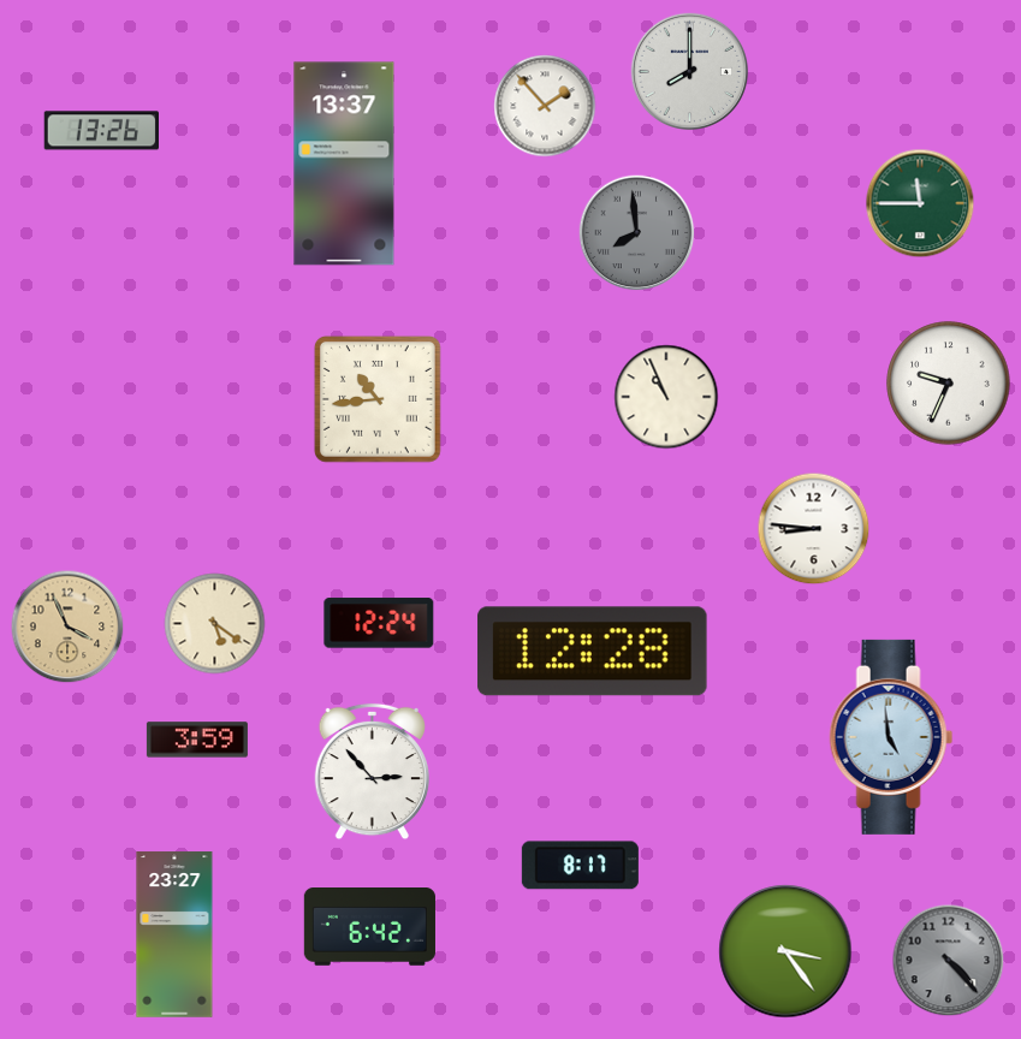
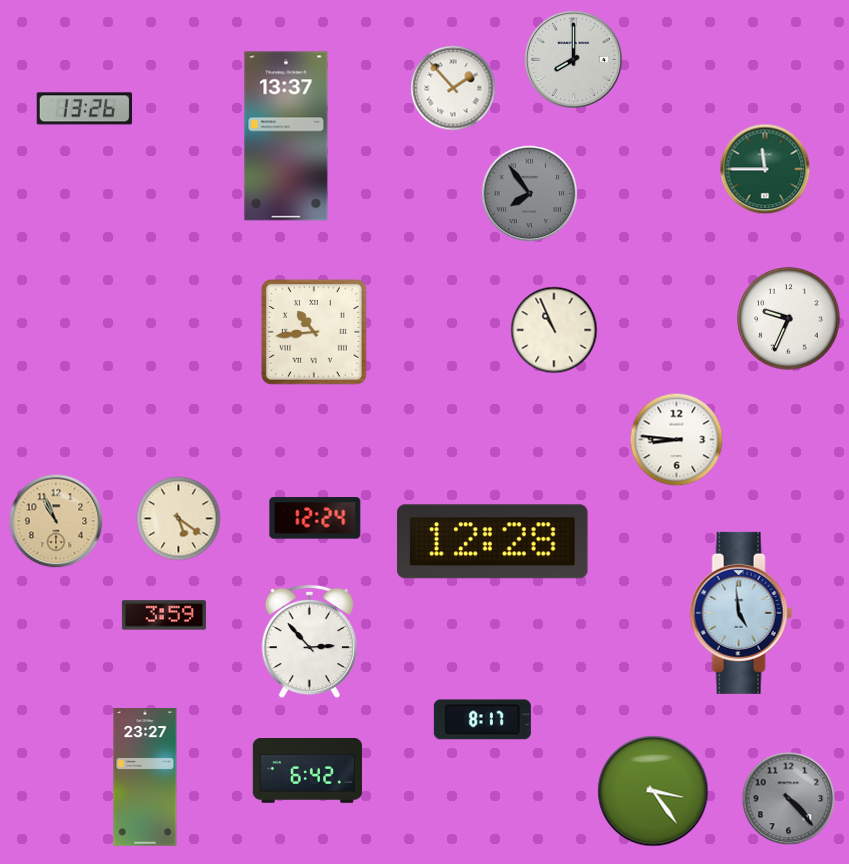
clock at (637, 233): 7:59 -> 7:54
clock at (67, 627): 3:56 -> 10:56
